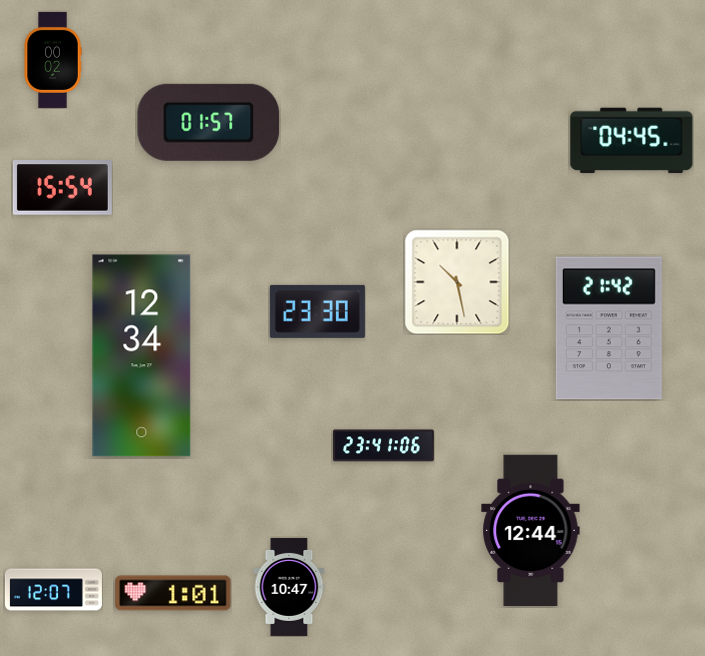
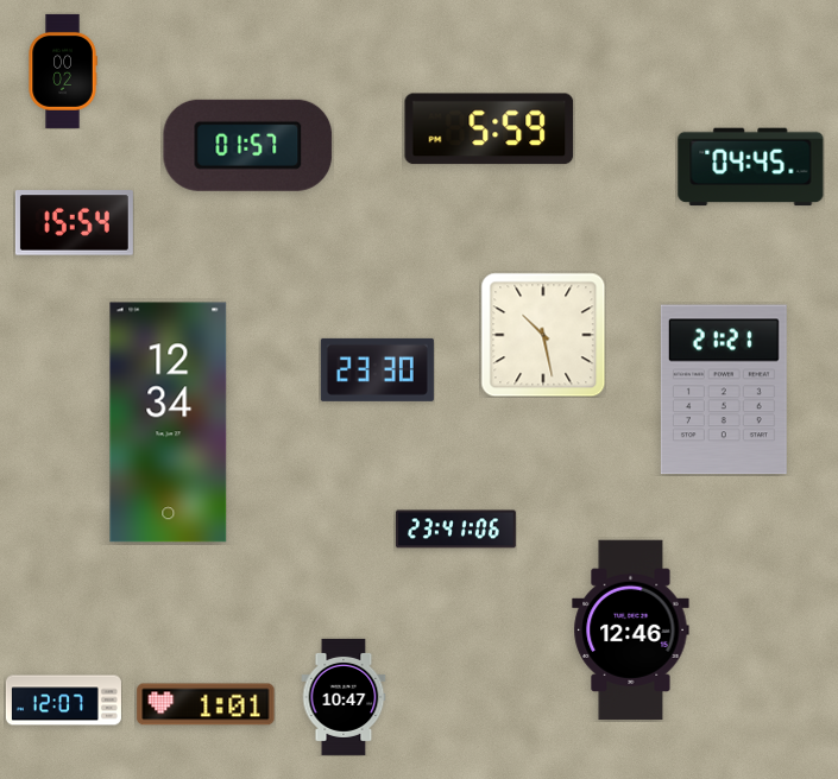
clock at (490, 129): none -> 5:59
clock at (609, 328): 21:42 -> 21:21
clock at (531, 531): 12:44 -> 12:46
